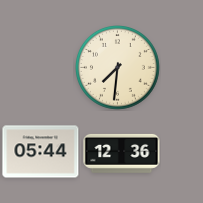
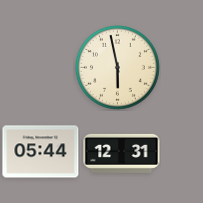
clock at (118, 68): 7:31 -> 5:58
clock at (122, 153): 12:36 -> 12:31
